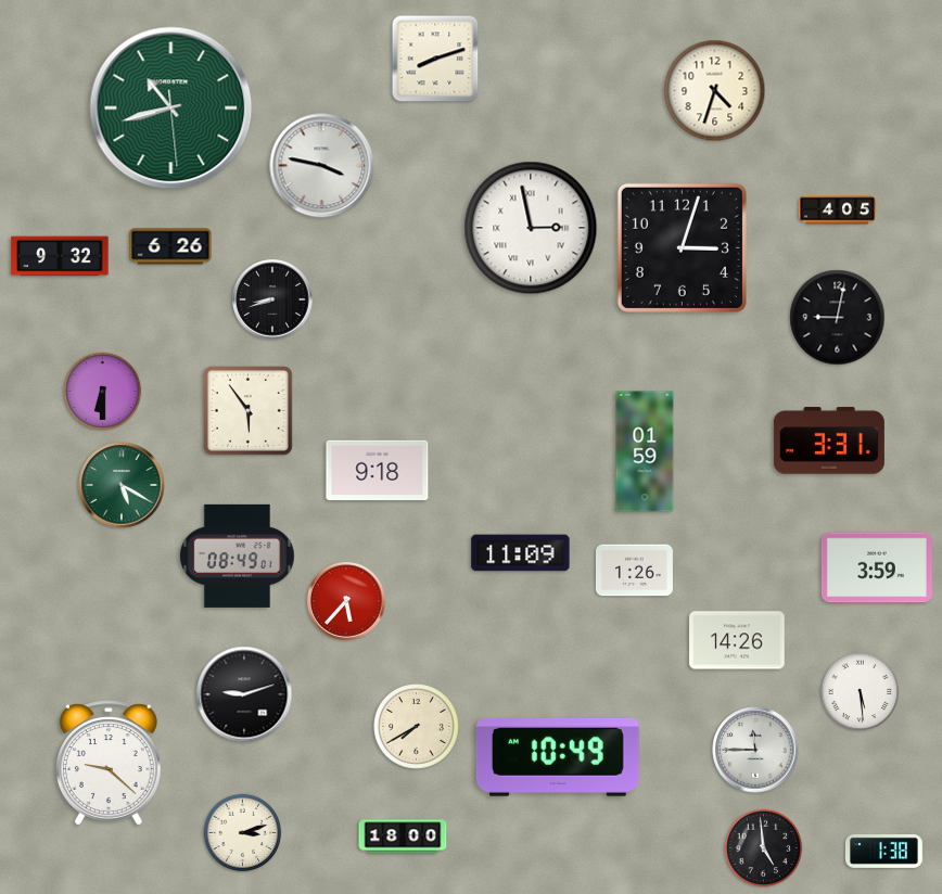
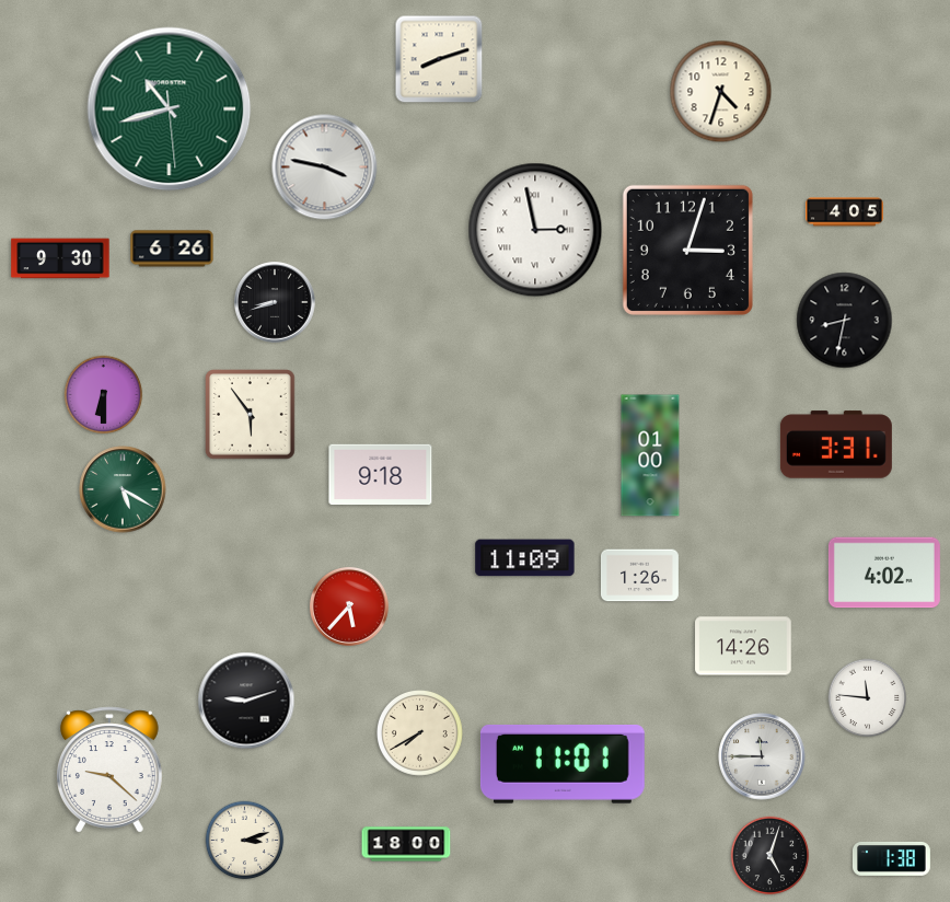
clock at (171, 108) position: (171, 108) -> (170, 109)
clock at (60, 256): 9:32 -> 9:30
clock at (838, 318): 9:02 -> 8:32
clock at (645, 451): 01:59 -> 01:00
clock at (238, 555): 08:49 -> none
clock at (877, 567): 3:59 -> 4:02
clock at (861, 692): 5:29 -> 11:46
clock at (558, 757): 10:49 -> 11:01
clock at (764, 848): 4:59 -> 5:03
